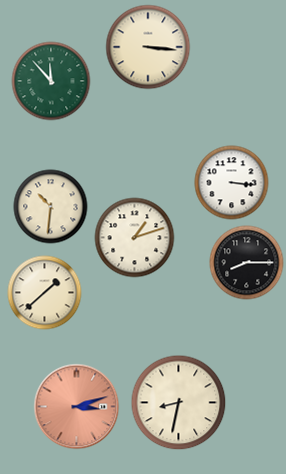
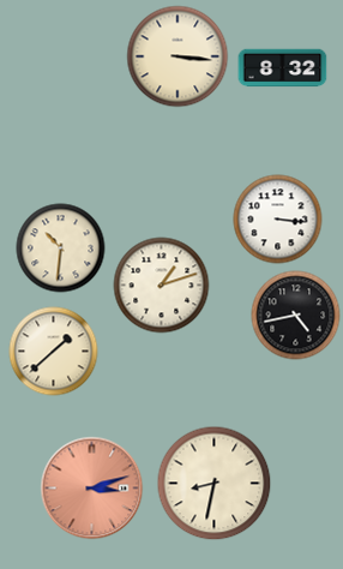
clock at (283, 68): none -> 8:32
clock at (51, 81): 11:53 -> none
clock at (247, 263): 8:15 -> 4:43
